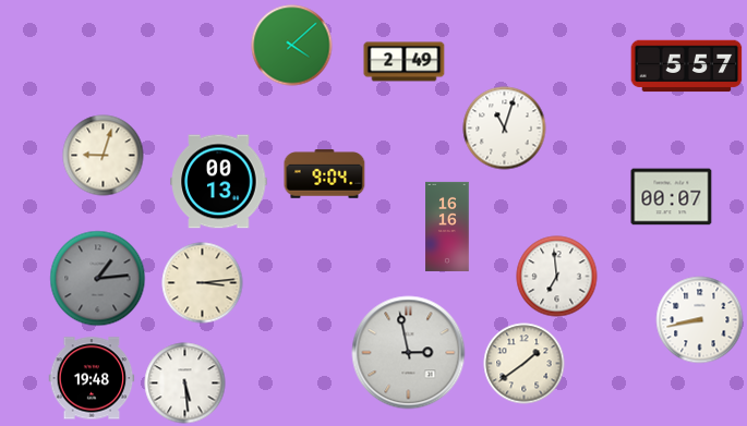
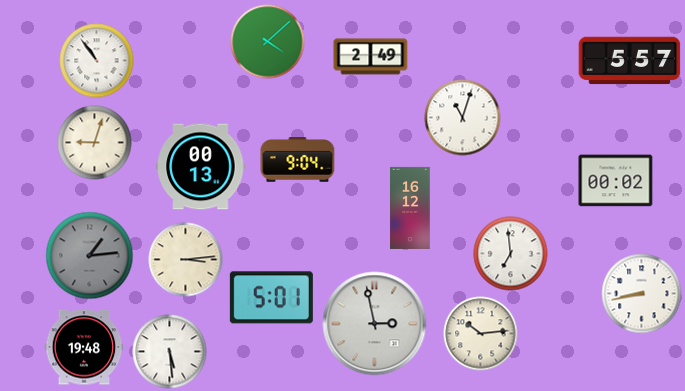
clock at (97, 61): none -> 10:54
clock at (672, 197): 00:07 -> 00:02
clock at (447, 227): 16:16 -> 16:12
clock at (271, 298): none -> 5:01
clock at (525, 364): 1:39 -> 10:14
